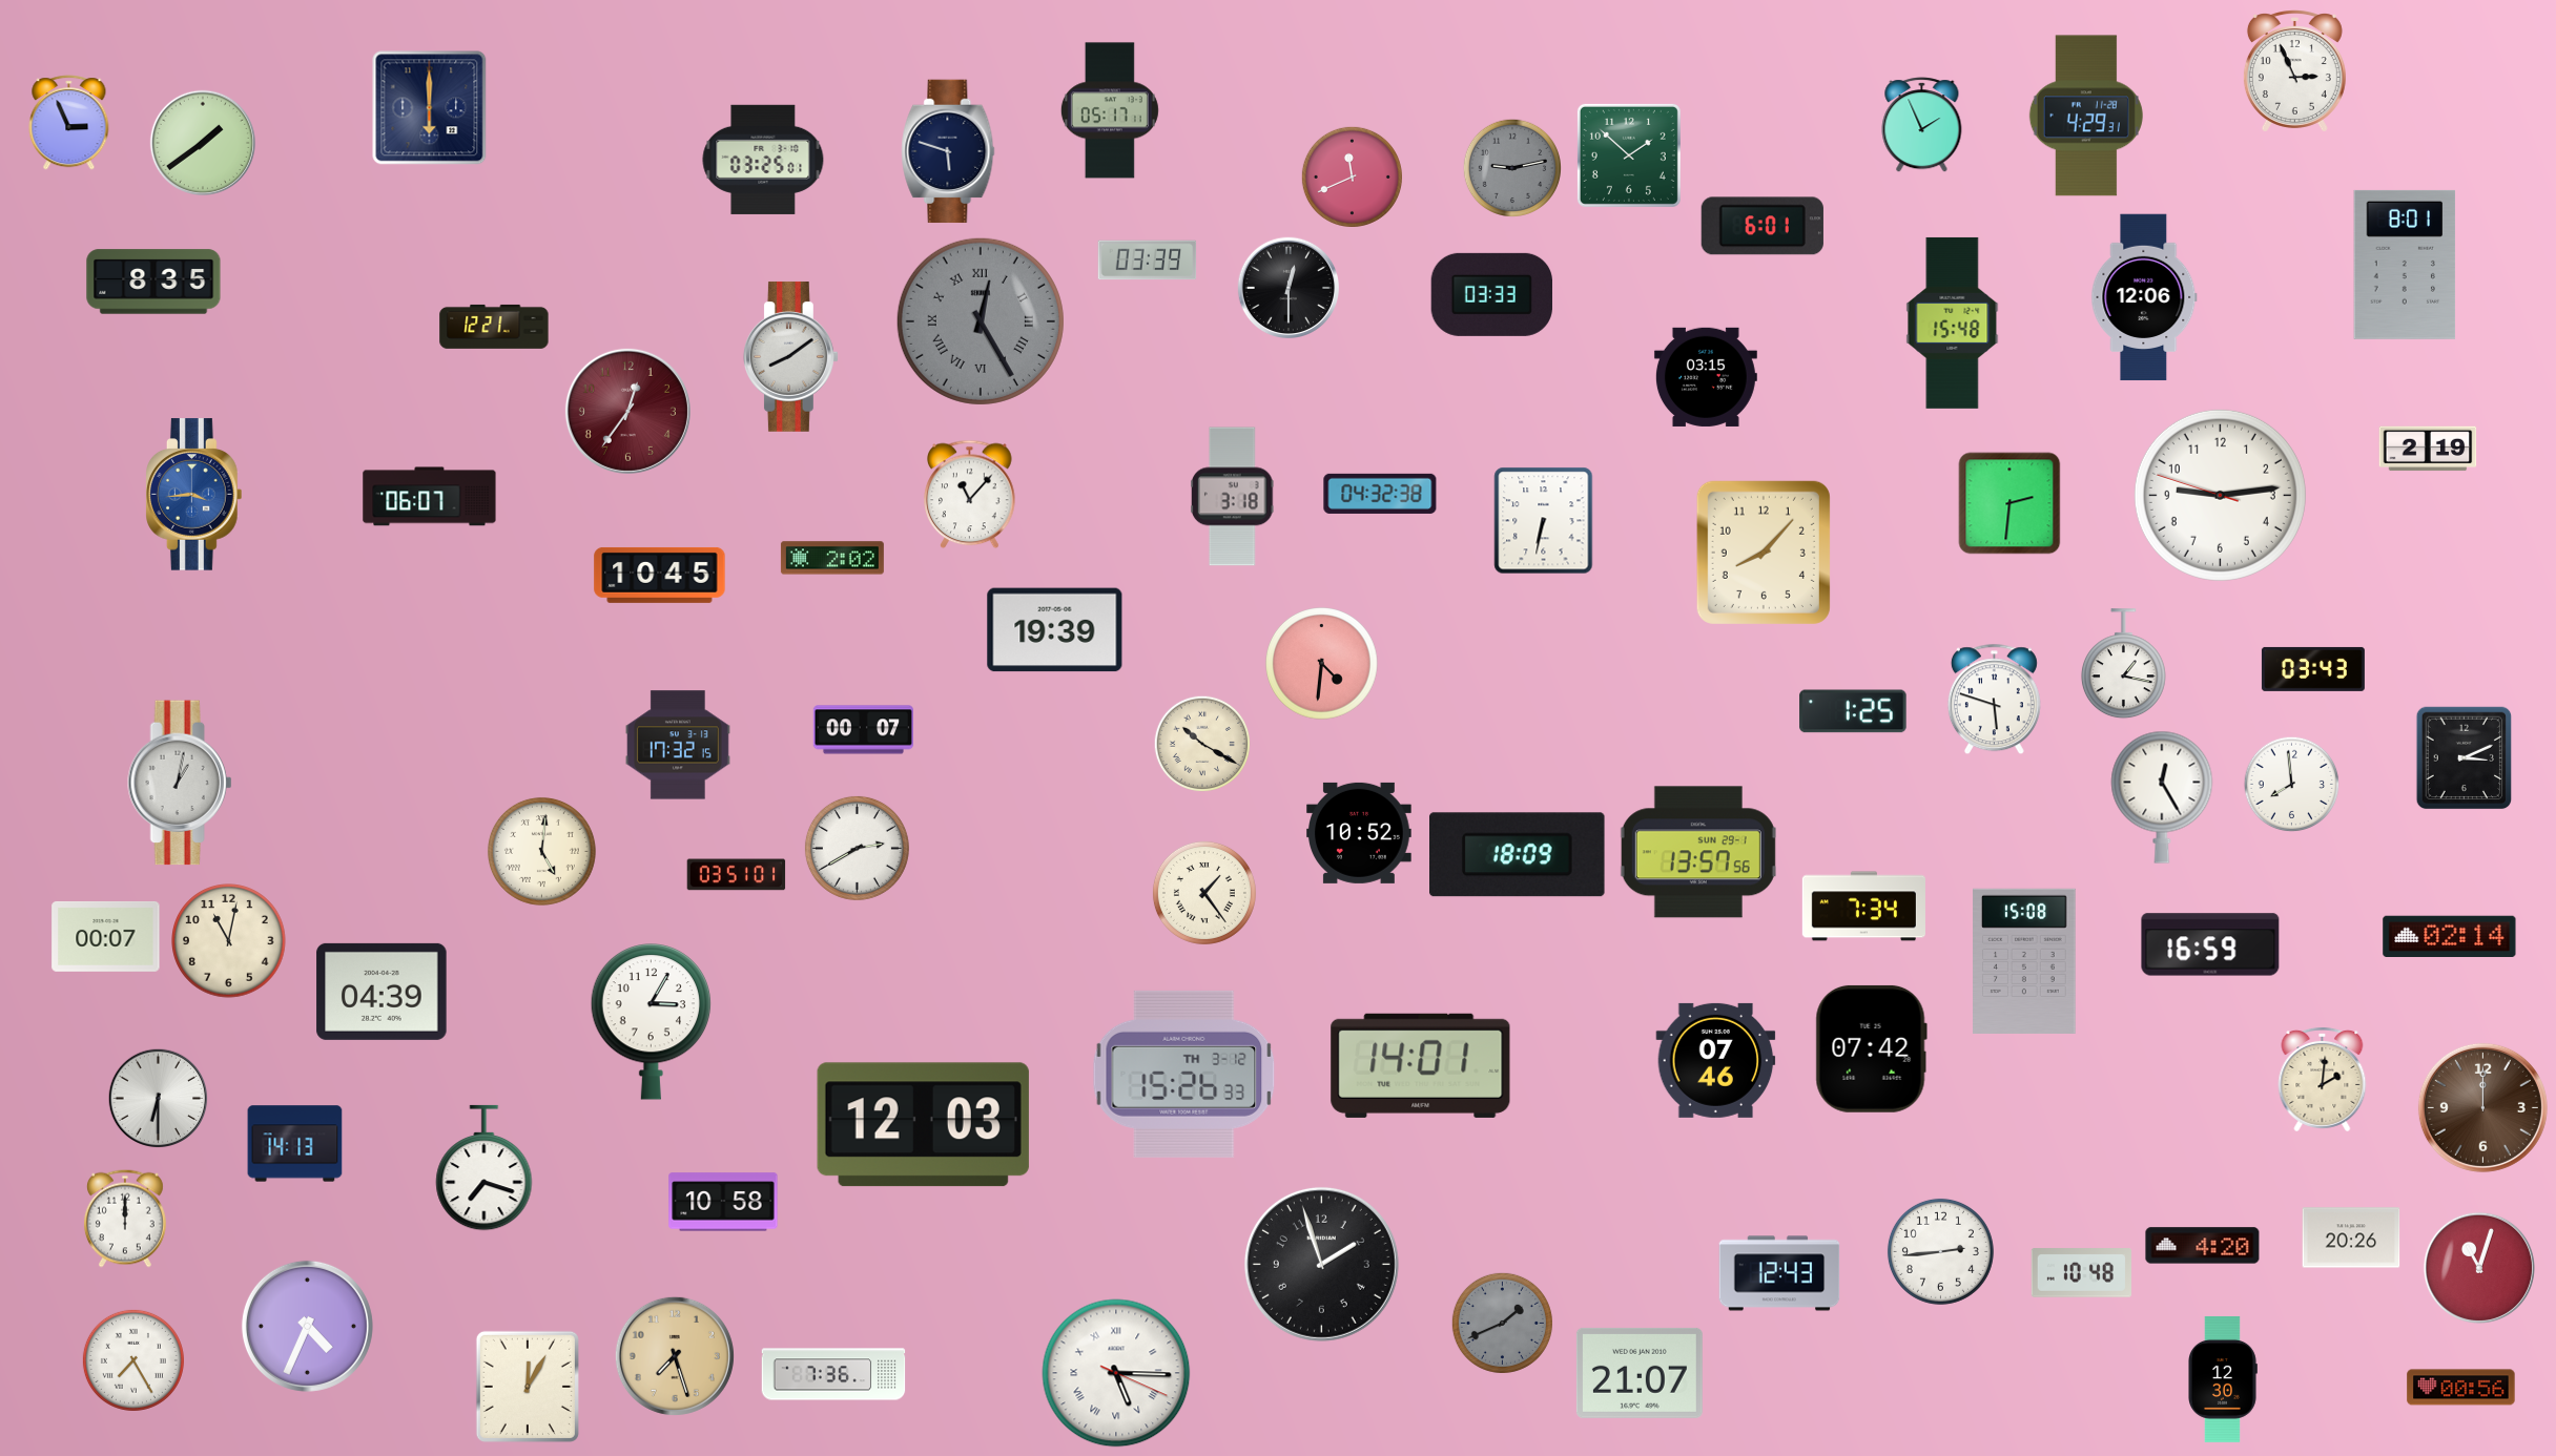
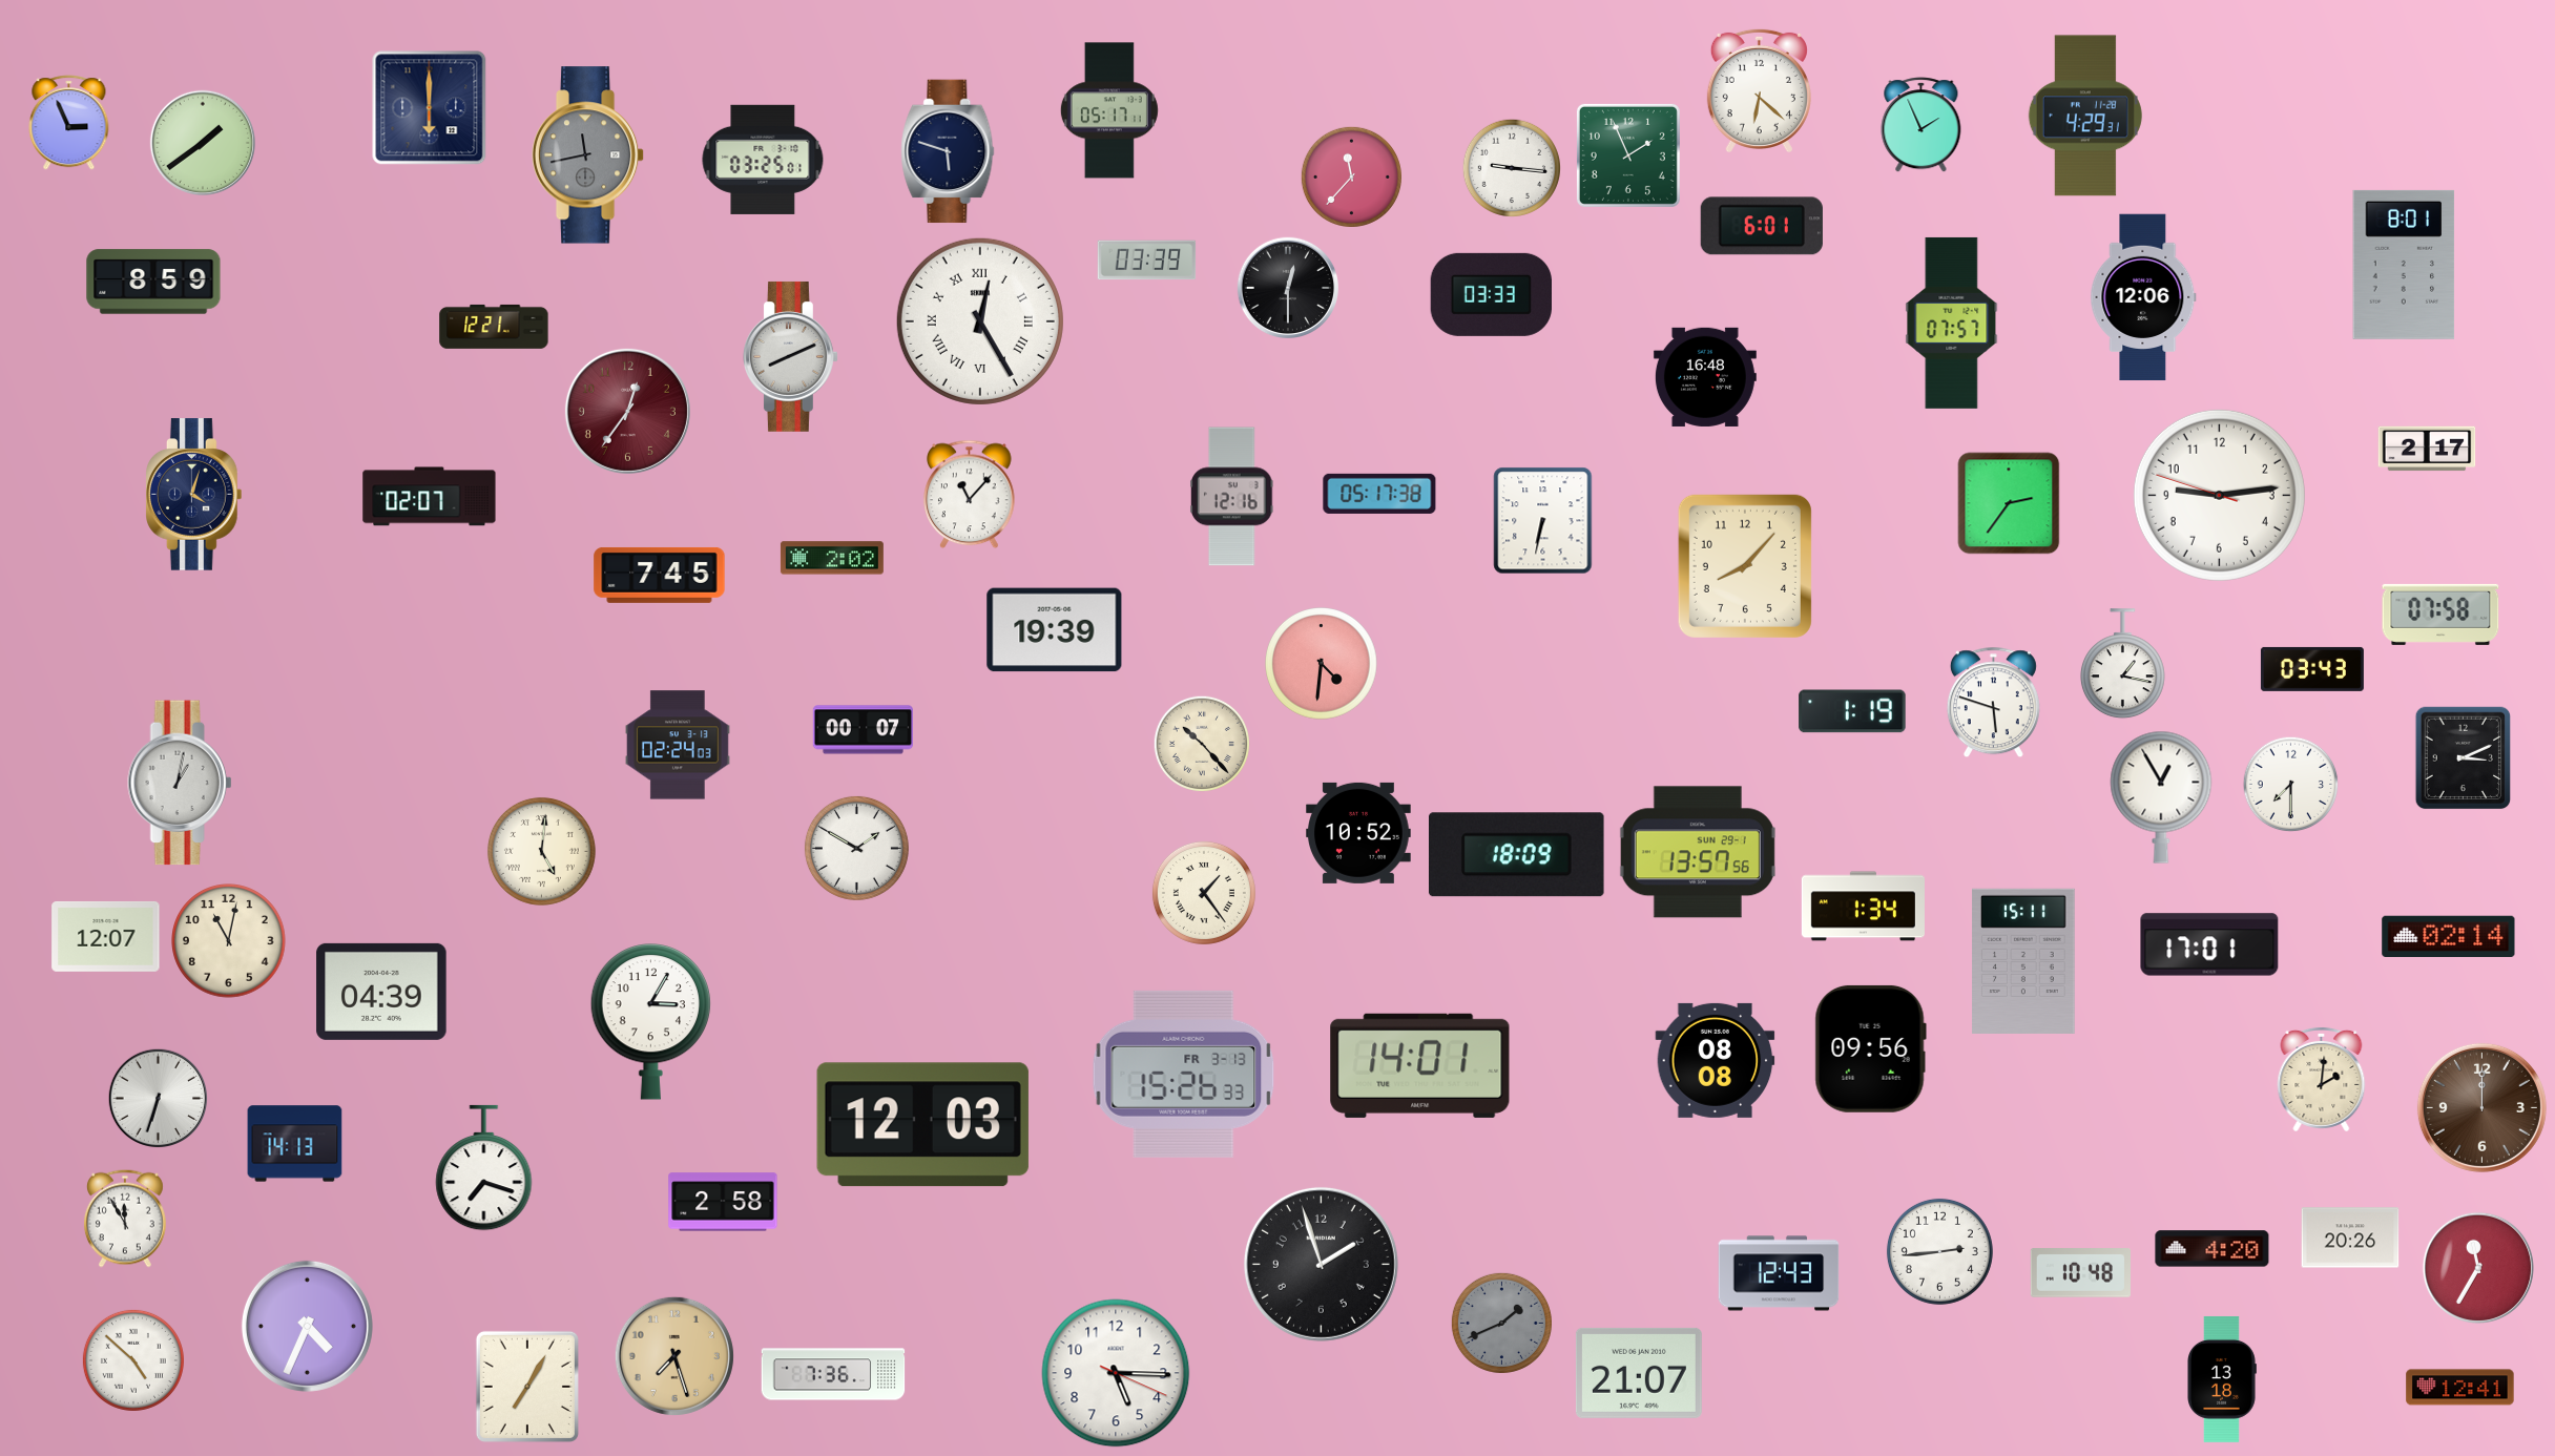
clock at (2294, 71): 2:56 -> none
clock at (1759, 90): none -> 6:22
clock at (588, 155): none -> 11:43
clock at (1629, 155): 1:52 -> 1:56
clock at (1511, 167): 9:13 -> 9:16
clock at (1511, 167) dial: grey -> white
clock at (1352, 176): 11:41 -> 11:37
clock at (153, 282): 8:35 -> 8:59
clock at (981, 321) dial: grey -> white
clock at (1953, 323): 15:48 -> 07:57
clock at (791, 357): 8:09 -> 8:11
clock at (1706, 377): 03:15 -> 16:48
clock at (2428, 449): 2:19 -> 2:17
clock at (1380, 494): 04:32 -> 05:17
clock at (194, 495): 3:44 -> 4:03
clock at (194, 495) dial: blue -> navy
clock at (430, 497): 06:07 -> 02:07
clock at (1233, 497): 3:18 -> 12:16
clock at (2009, 503): 2:31 -> 2:36
clock at (1764, 553) position: (1764, 553) -> (1745, 566)
clock at (660, 575): 10:45 -> 7:45
clock at (2440, 615): none -> 07:58
clock at (1994, 700) position: (1994, 700) -> (1993, 703)
clock at (1853, 711): 1:25 -> 1:19
clock at (1202, 744): 10:20 -> 10:23
clock at (678, 745): 17:32 -> 02:24
clock at (2292, 785): 7:59 -> 7:30
clock at (2162, 797): 12:25 -> 12:55
clock at (857, 848): 2:40 -> 1:50
clock at (737, 875): 03:51 -> none
clock at (1863, 907): 7:34 -> 1:34
clock at (106, 936): 00:07 -> 12:07
clock at (2210, 944): 16:59 -> 17:01
clock at (2024, 961): 15:08 -> 15:11
clock at (1871, 1048): 07:42 -> 09:56
clock at (1716, 1060): 07:46 -> 08:08
clock at (1184, 1074) date: TH 3-12 -> FR 3-13
clock at (159, 1099): 6:30 -> 6:33
clock at (723, 1202): 10:58 -> 2:58
clock at (125, 1219): 12:00 -> 11:55
clock at (2203, 1246) position: (2203, 1246) -> (2213, 1249)
clock at (2479, 1268): 11:03 -> 11:35
clock at (133, 1360): 7:25 -> 4:52
clock at (1116, 1373) numerals: Roman -> Arabic
clock at (2223, 1379): 12:30 -> 13:18
clock at (528, 1387): 12:05 -> 7:05
clock at (2461, 1388): 00:56 -> 12:41
